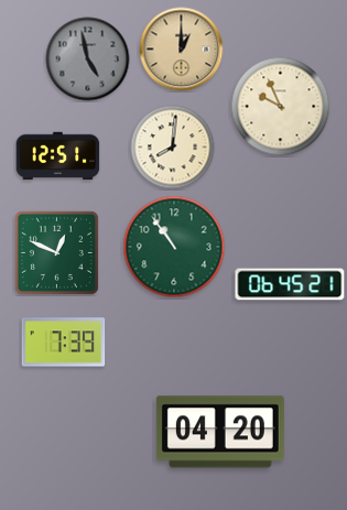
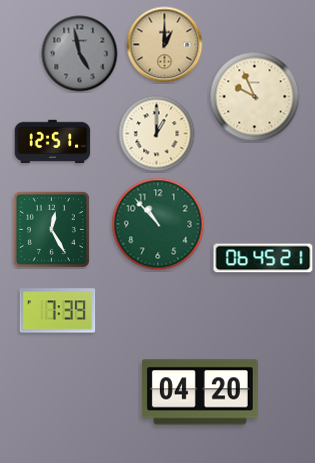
clock at (173, 148): 8:01 -> 1:00
clock at (174, 247): 10:54 -> 10:53
clock at (56, 252): 12:49 -> 12:25
